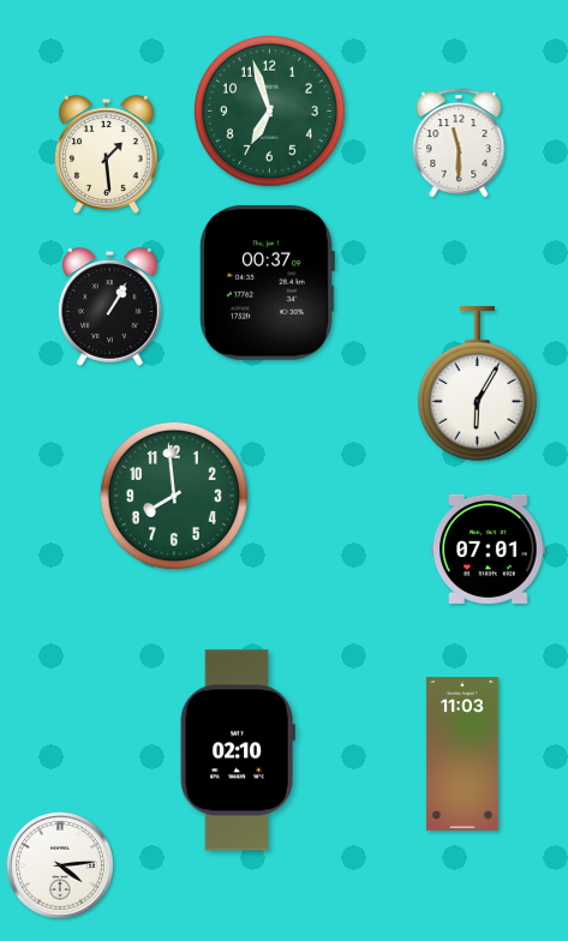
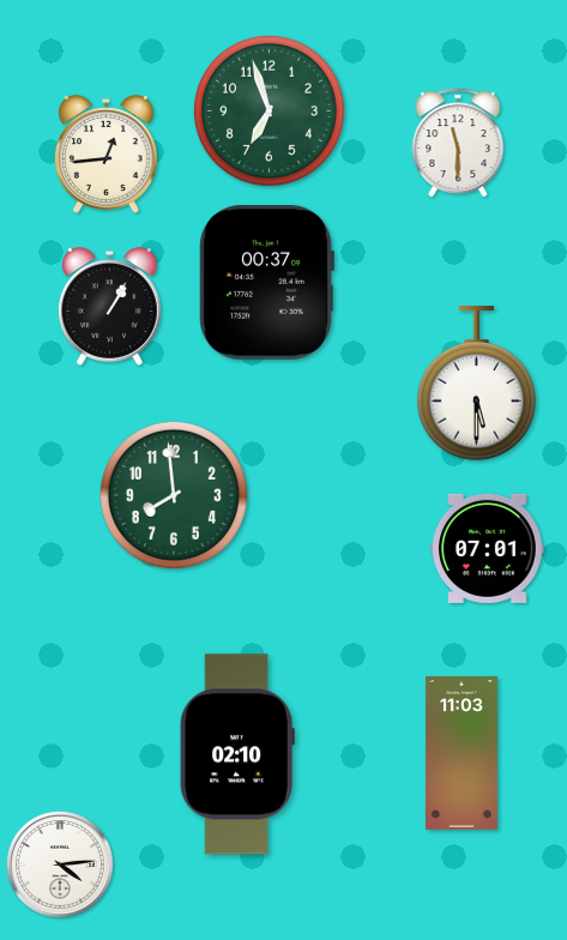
clock at (106, 155): 1:29 -> 12:44
clock at (478, 384): 6:05 -> 5:30
clock at (238, 750) position: (238, 750) -> (237, 754)
